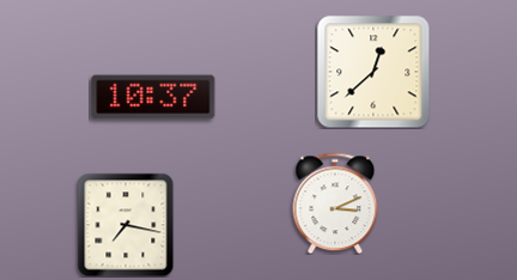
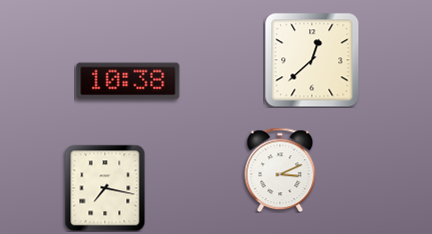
clock at (153, 97): 10:37 -> 10:38
